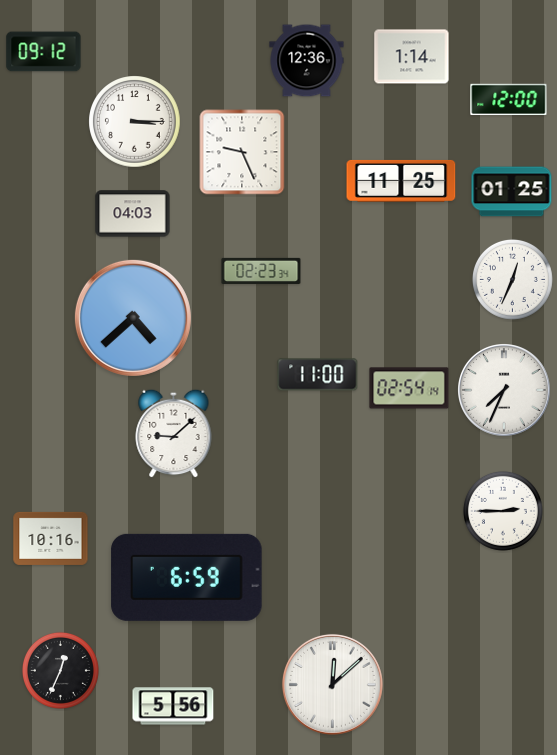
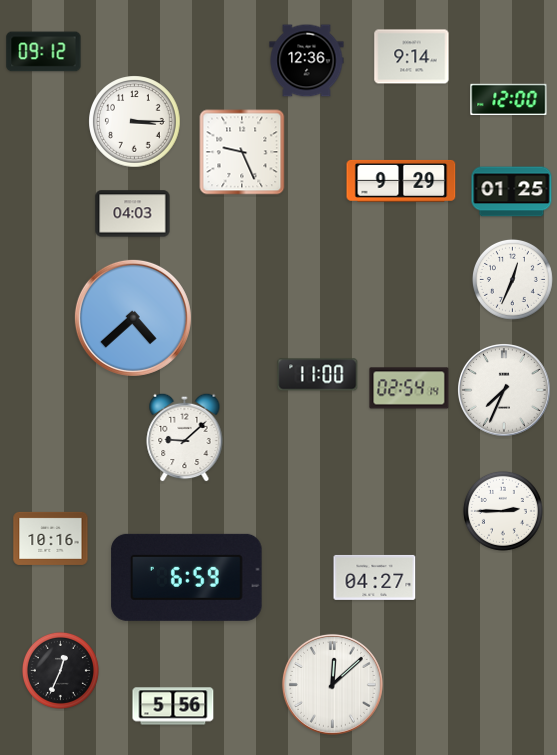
clock at (412, 57): 1:14 -> 9:14
clock at (401, 181): 11:25 -> 9:29
clock at (261, 271): 02:23 -> none
clock at (174, 433) position: (174, 433) -> (185, 437)
clock at (375, 577): none -> 04:27
